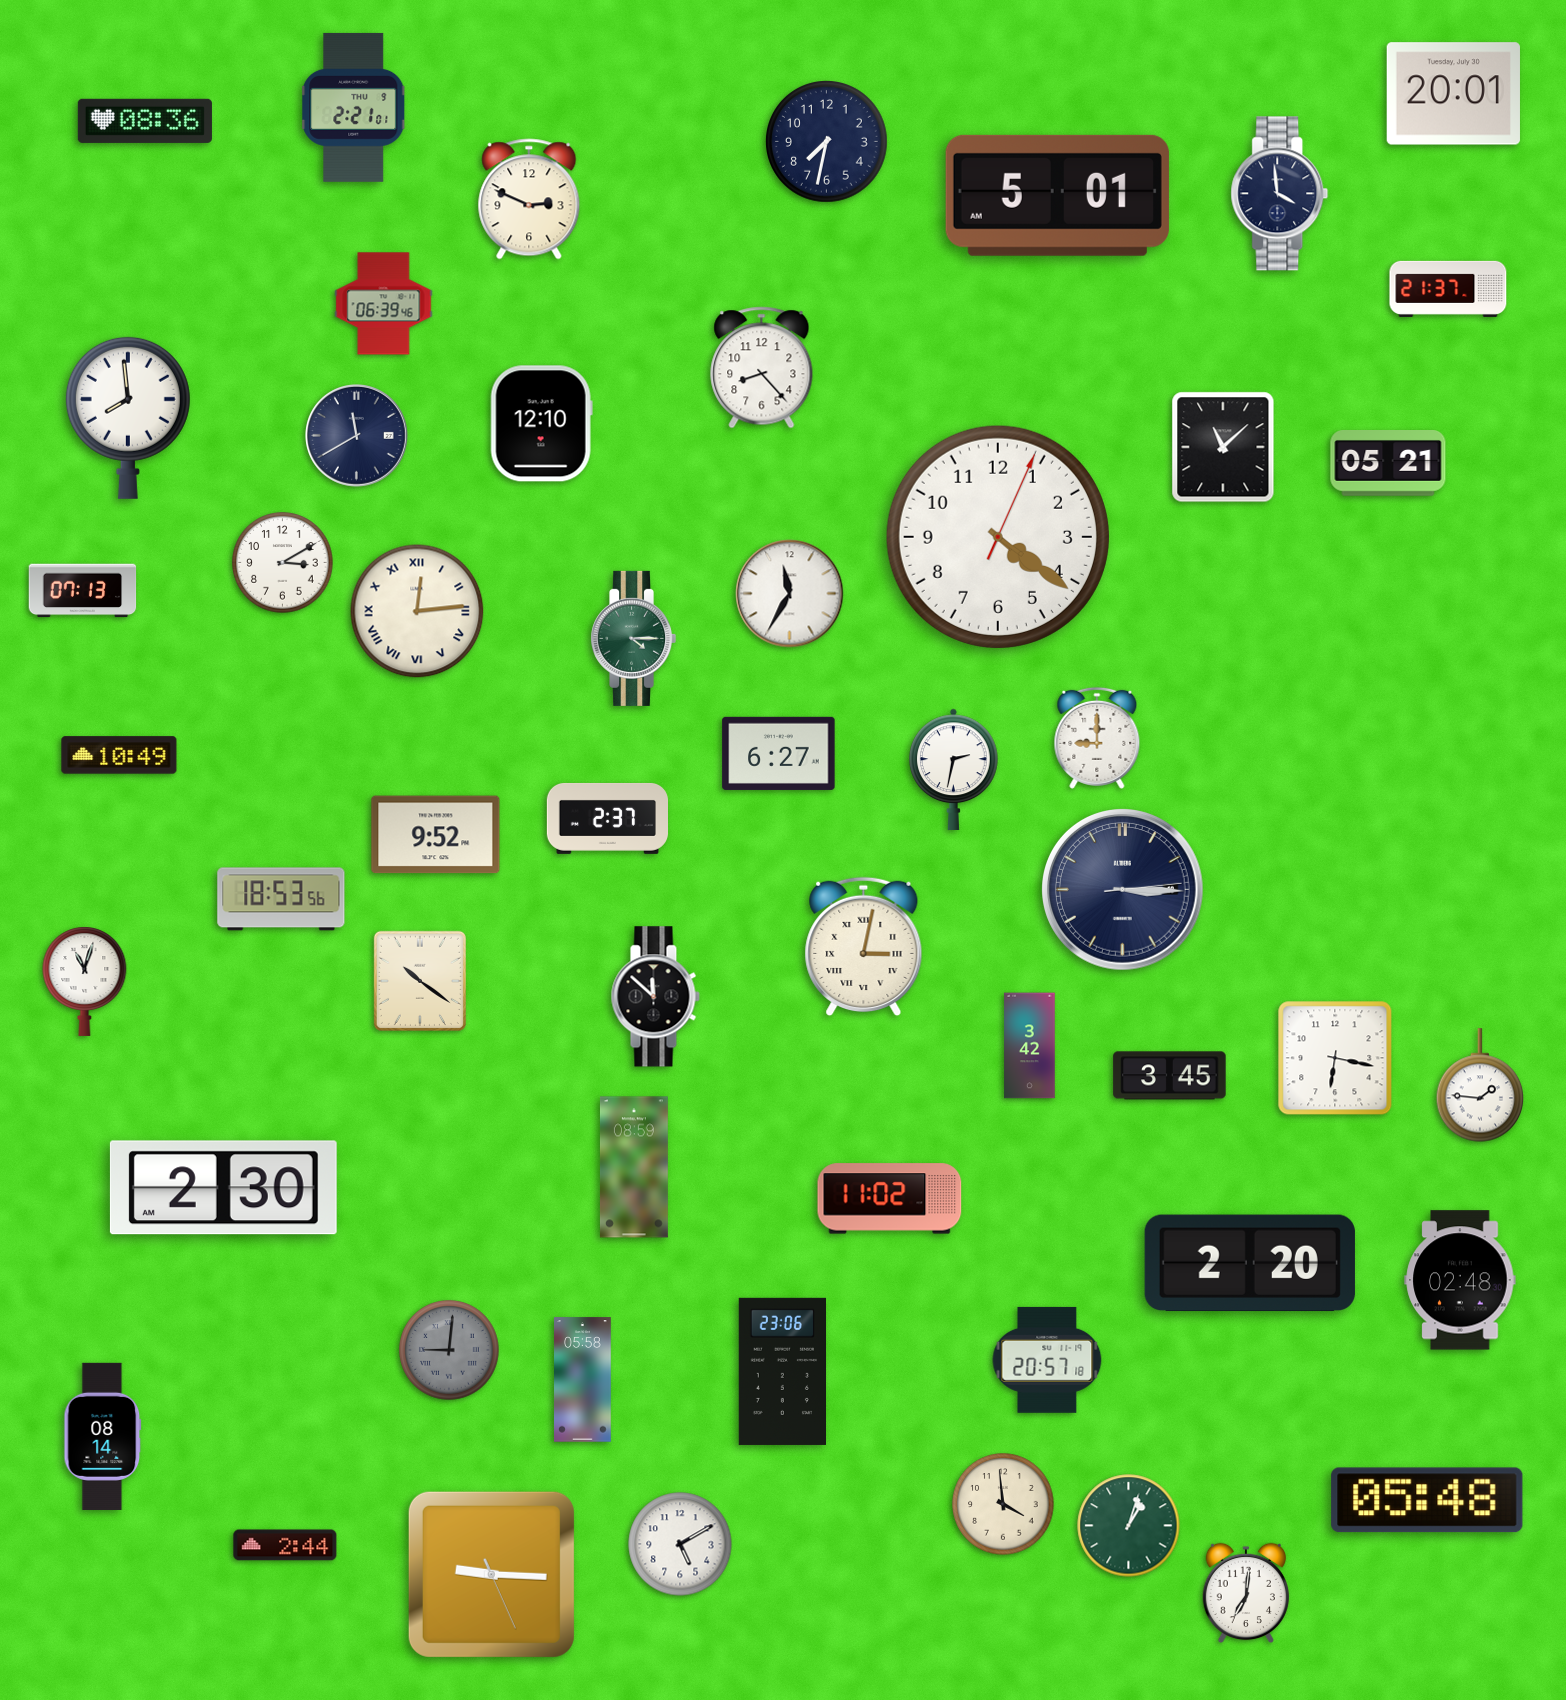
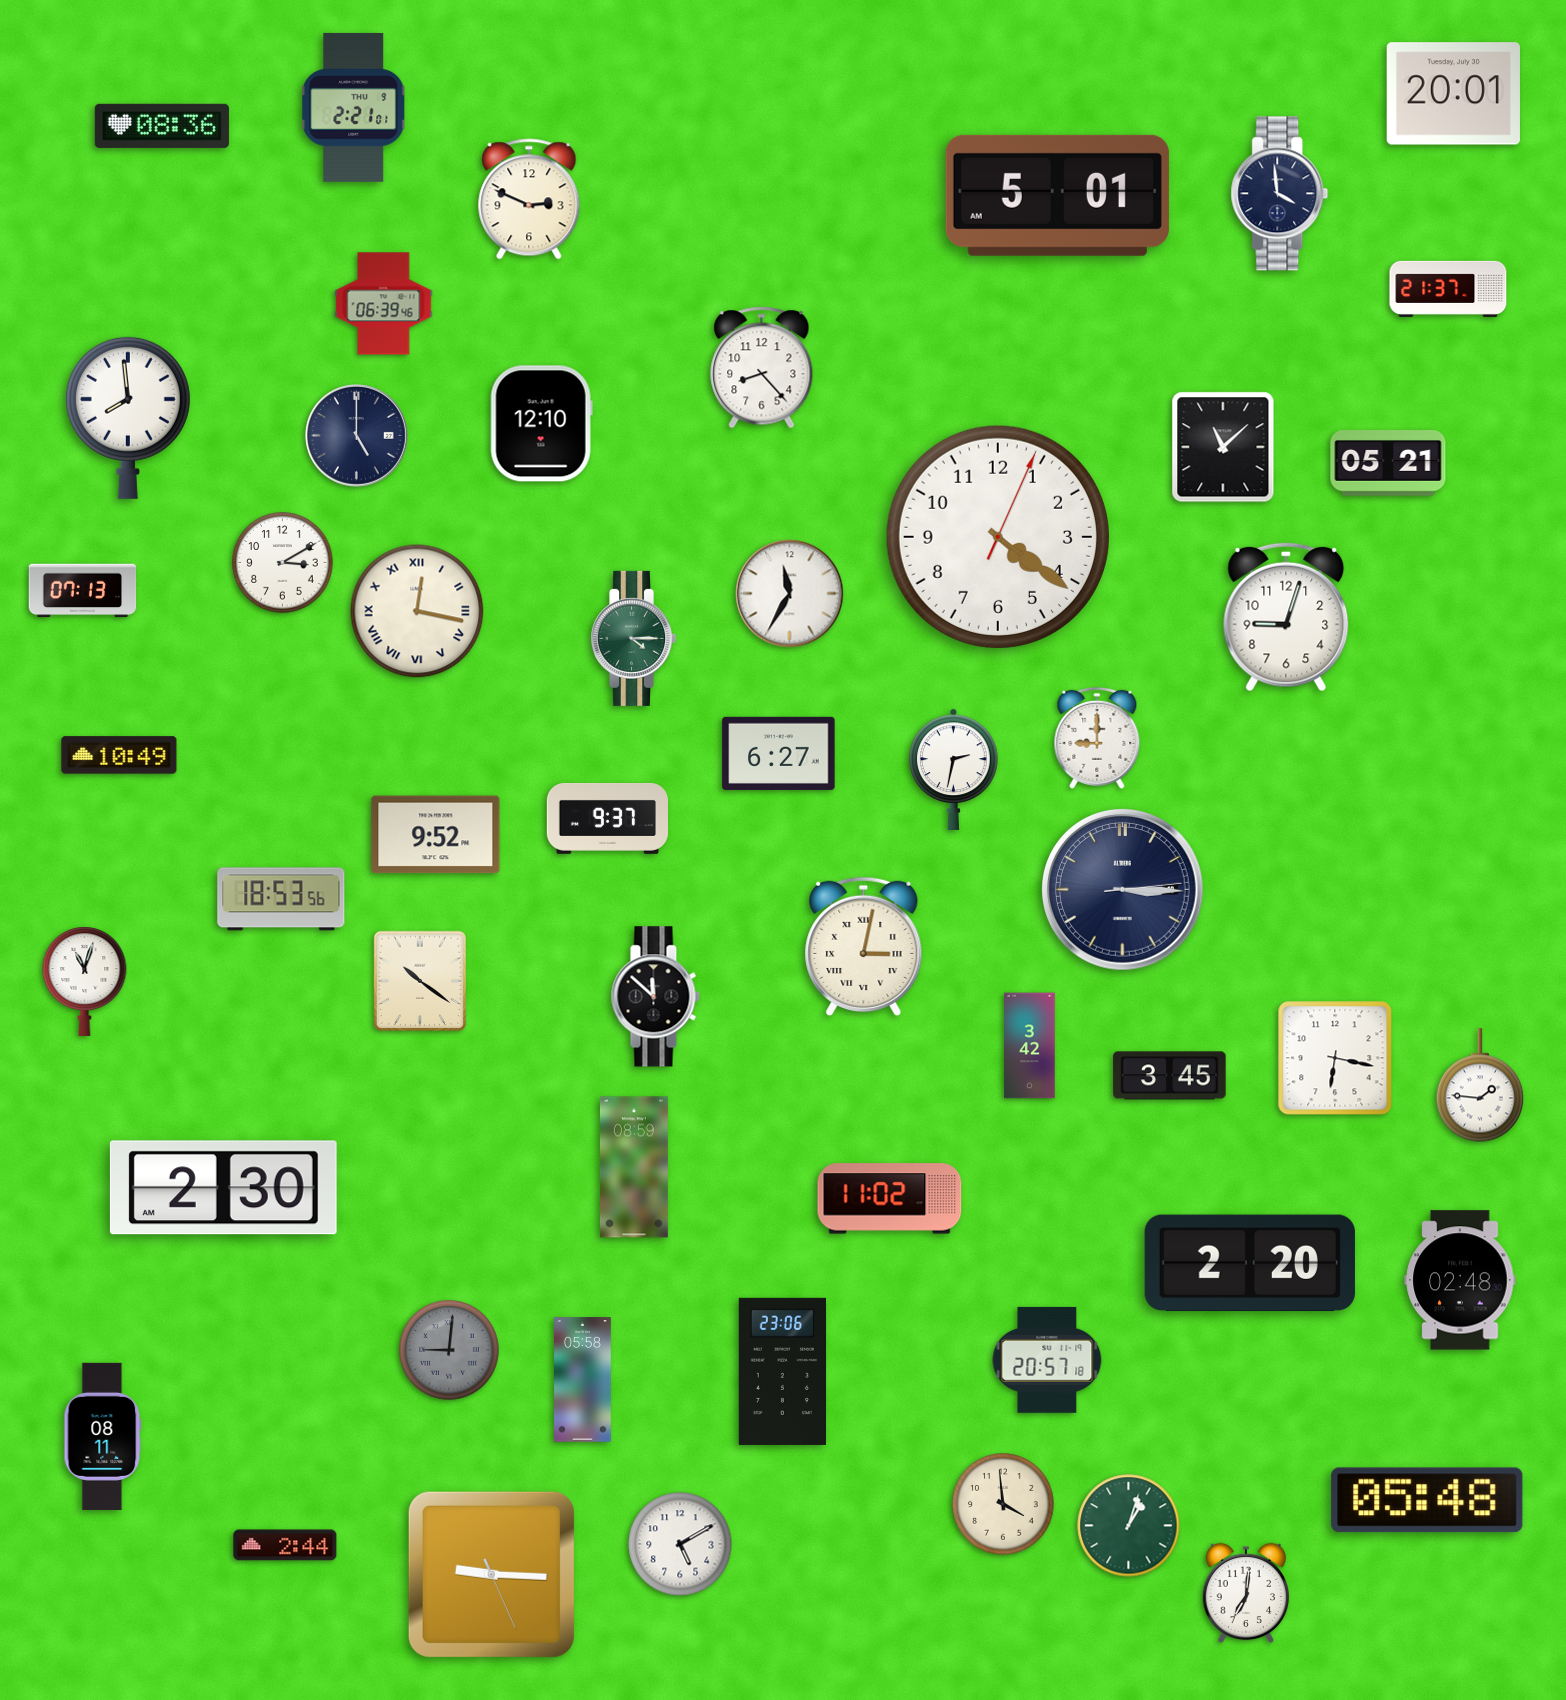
clock at (145, 121) position: (145, 121) -> (162, 126)
clock at (827, 142): 7:32 -> none
clock at (357, 436): 11:40 -> 5:00
clock at (417, 611): 12:14 -> 12:17
clock at (1286, 617): none -> 9:03
clock at (607, 818): 2:37 -> 9:37
clock at (103, 1436): 08:14 -> 08:11
